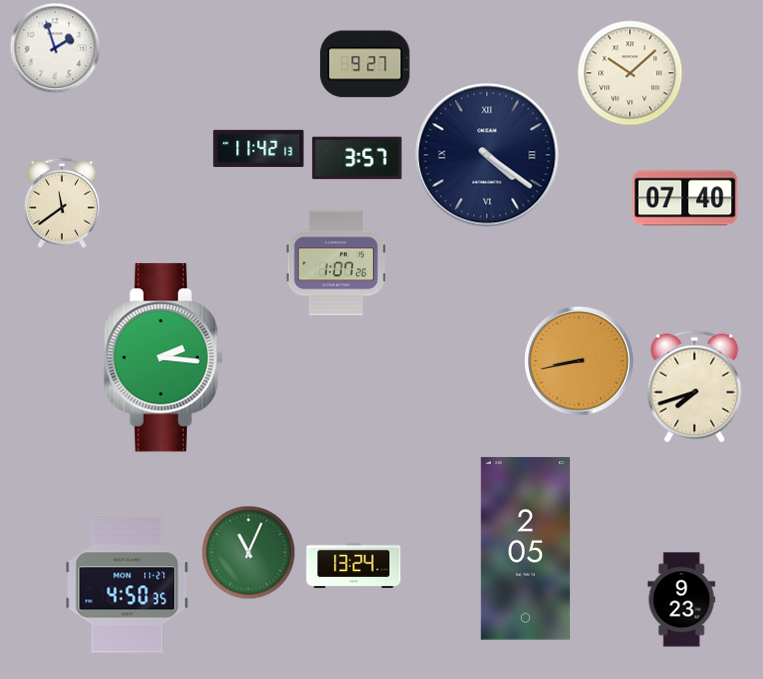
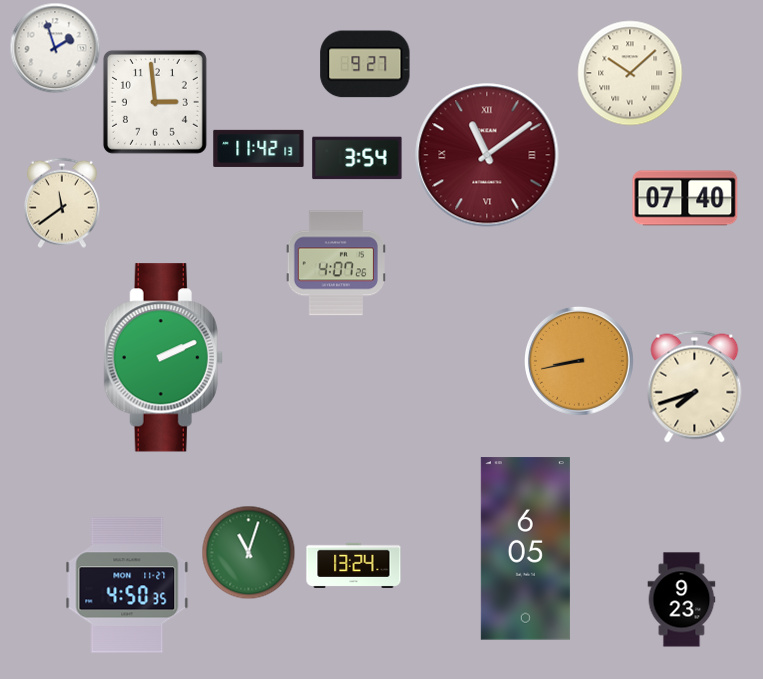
clock at (155, 102): none -> 2:59
clock at (487, 155): 4:21 -> 11:09
clock at (487, 155) dial: navy -> burgundy
clock at (357, 158): 3:57 -> 3:54
clock at (335, 263): 1:07 -> 4:07
clock at (163, 358): 2:16 -> 2:11
clock at (525, 549): 2:05 -> 6:05
clock at (248, 552): 11:04 -> 11:03
